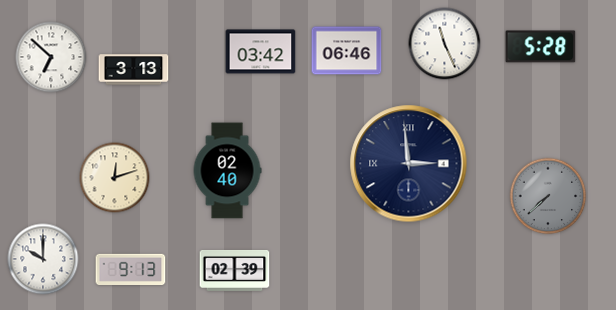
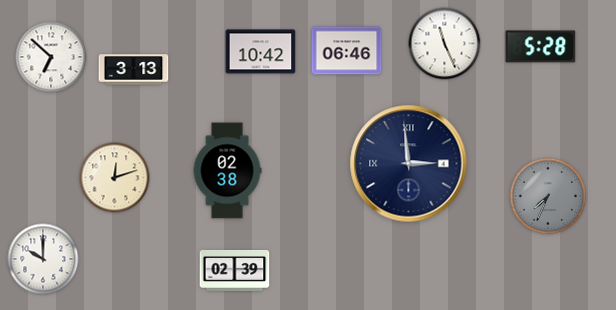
clock at (261, 52): 03:42 -> 10:42
clock at (227, 171): 02:40 -> 02:38
clock at (548, 196): 7:38 -> 7:34
clock at (131, 269): 9:13 -> none
